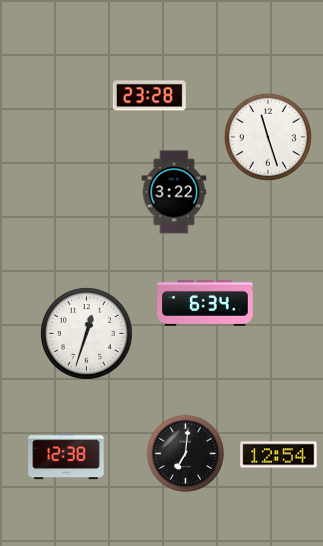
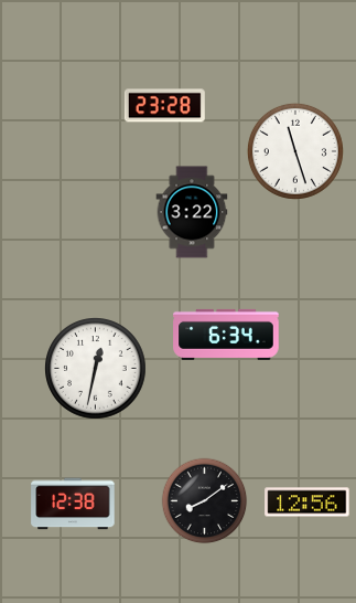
clock at (87, 334): 12:33 -> 12:32
clock at (186, 454): 7:01 -> 8:09
clock at (279, 455): 12:54 -> 12:56
